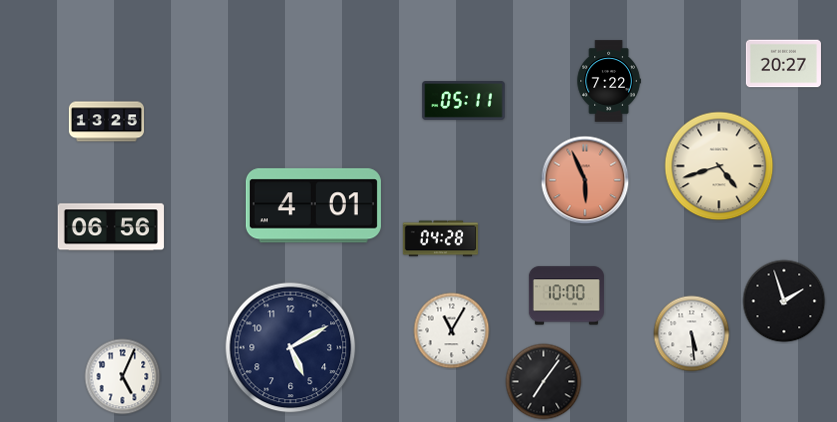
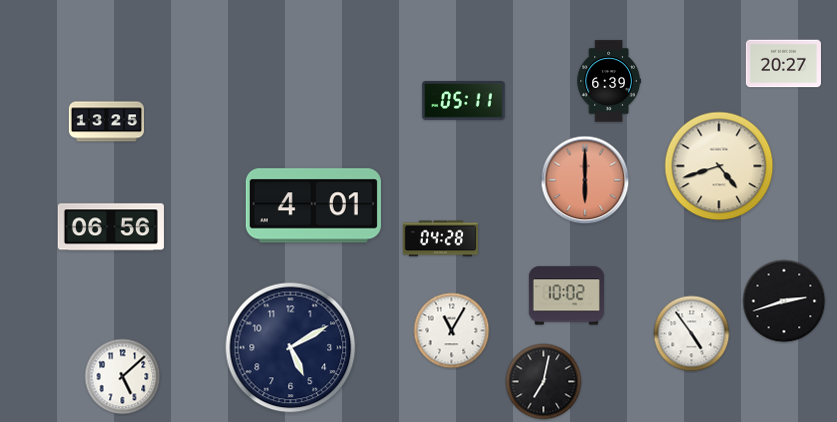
clock at (609, 81): 7:22 -> 6:39
clock at (585, 180): 5:56 -> 6:00
clock at (566, 296): 10:00 -> 10:02
clock at (784, 301): 1:57 -> 2:42
clock at (692, 334): 5:29 -> 4:54
clock at (123, 377): 5:04 -> 5:08
clock at (544, 382): 7:06 -> 7:02
